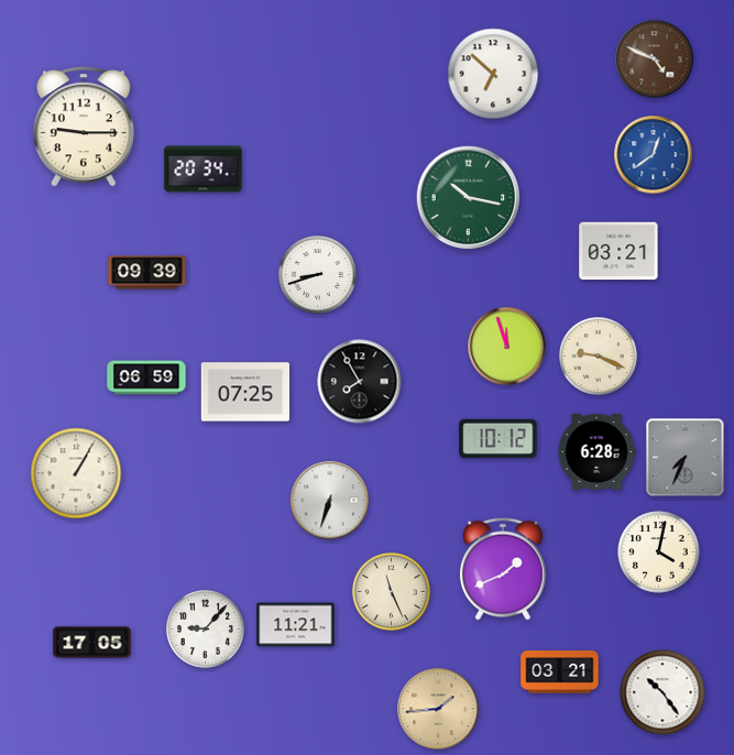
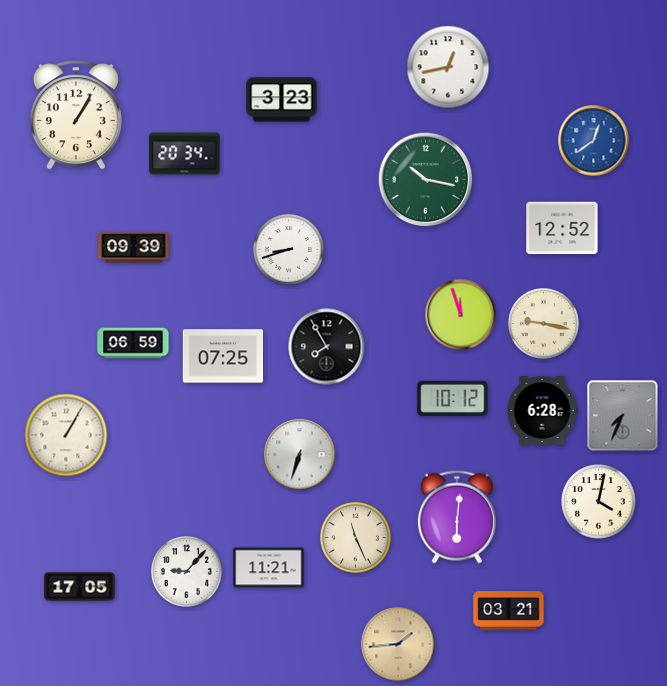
clock at (655, 59): 4:49 -> none
clock at (493, 74): 6:52 -> 12:43
clock at (282, 100): none -> 3:23
clock at (84, 127): 9:15 -> 1:05
clock at (618, 251): 03:21 -> 12:52
clock at (599, 357): 9:19 -> 9:17
clock at (76, 473) position: (76, 473) -> (66, 435)
clock at (503, 569): 1:41 -> 6:01
clock at (92, 643) position: (92, 643) -> (80, 587)
clock at (662, 692): 10:24 -> none
